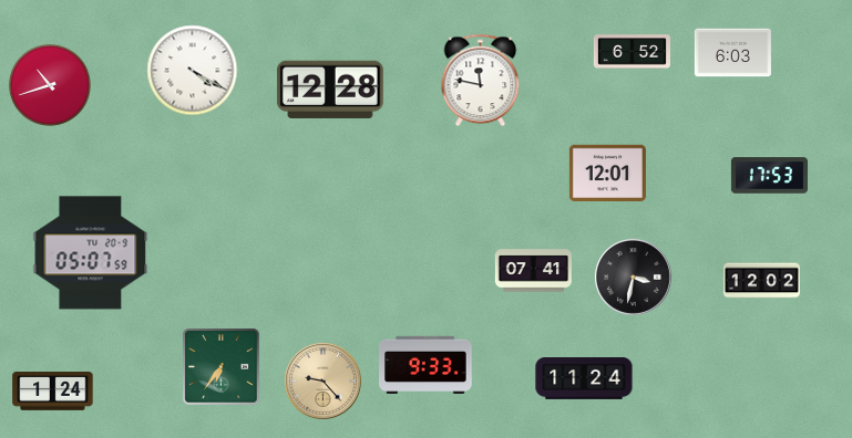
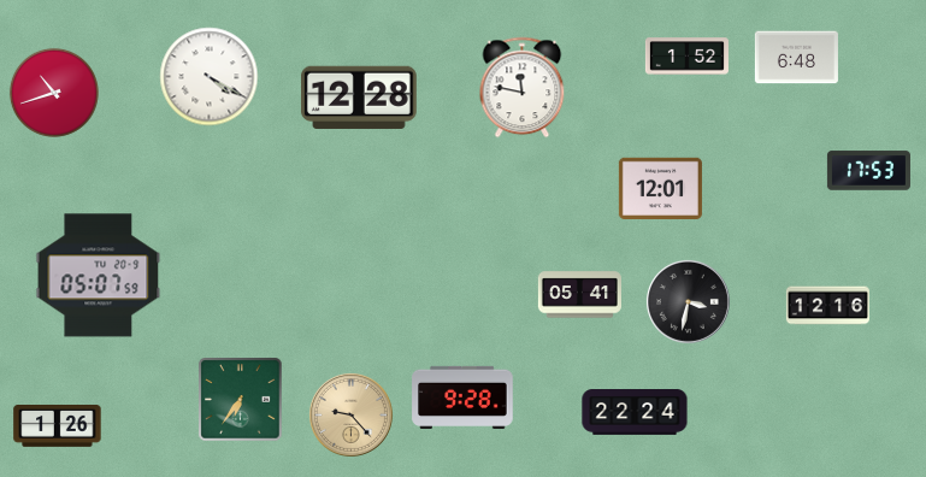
clock at (632, 52): 6:52 -> 1:52
clock at (732, 53): 6:03 -> 6:48
clock at (769, 176) position: (769, 176) -> (868, 171)
clock at (533, 271): 07:41 -> 05:41
clock at (761, 281): 12:02 -> 12:16
clock at (425, 364): 9:33 -> 9:28
clock at (584, 379): 11:24 -> 22:24
clock at (53, 392): 1:24 -> 1:26
